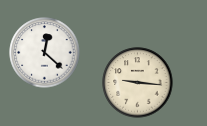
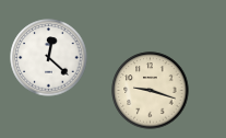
clock at (138, 83): 9:16 -> 9:18
